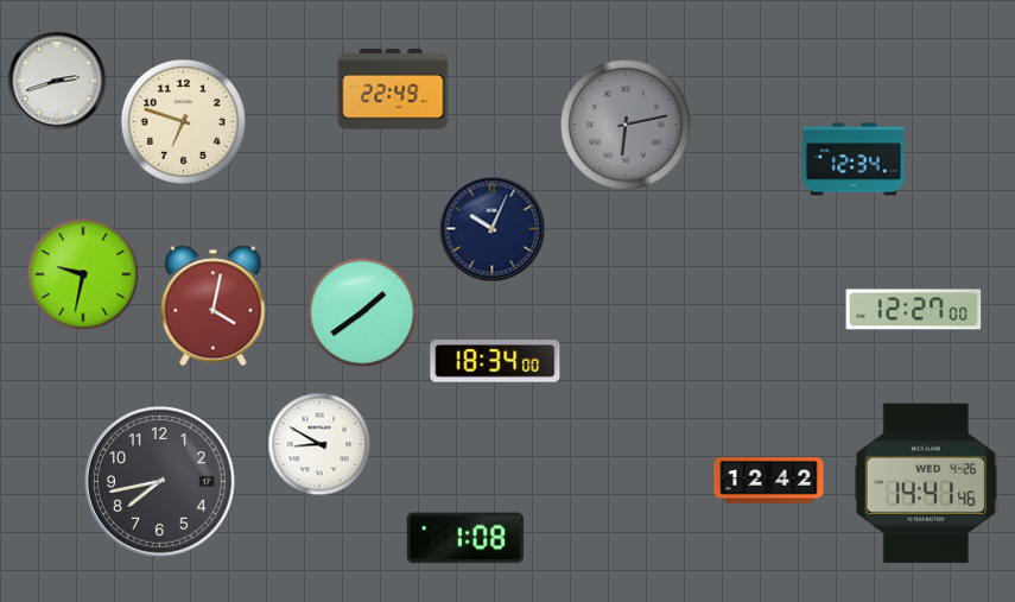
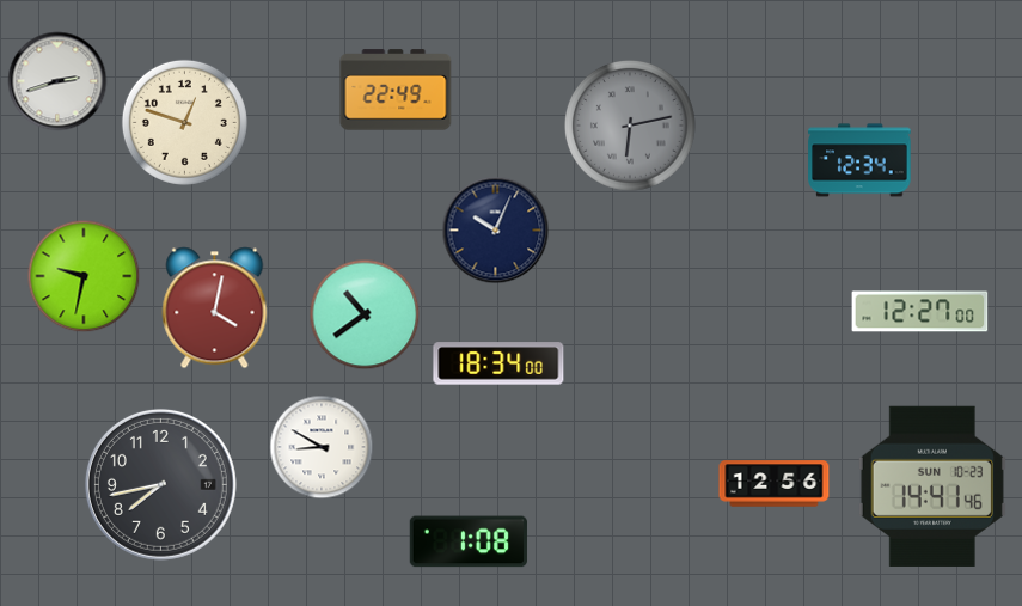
clock at (183, 121): 6:48 -> 12:48
clock at (362, 312): 1:39 -> 10:39
clock at (769, 481): 12:42 -> 12:56
clock at (926, 483) date: WED 4-26 -> SUN 10-23
